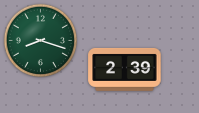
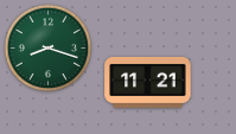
clock at (125, 69): 2:39 -> 11:21
